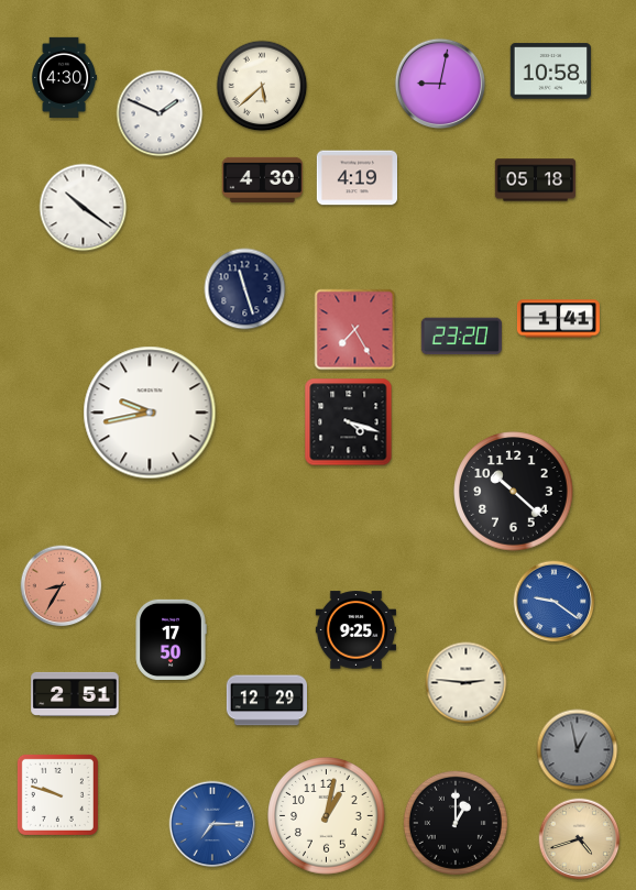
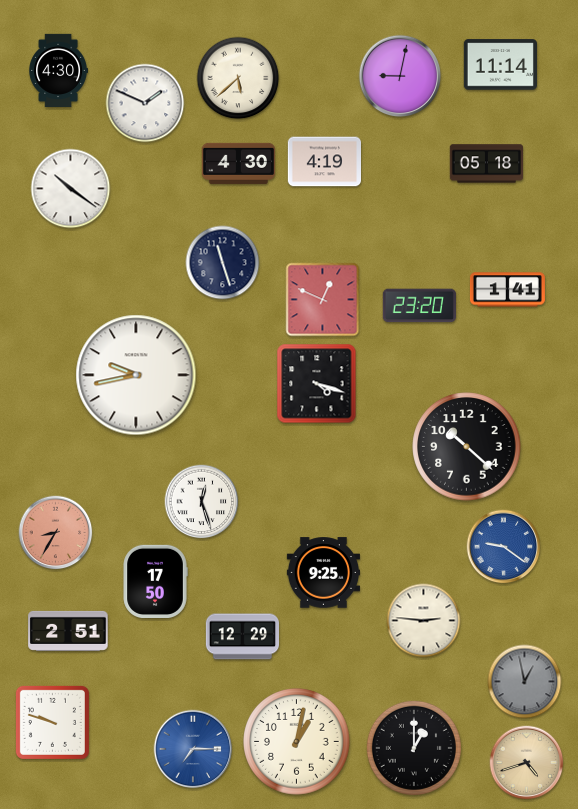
clock at (550, 72): 10:58 -> 11:14
clock at (84, 208) position: (84, 208) -> (71, 189)
clock at (355, 330): 7:25 -> 12:49
clock at (202, 502): none -> 12:27
